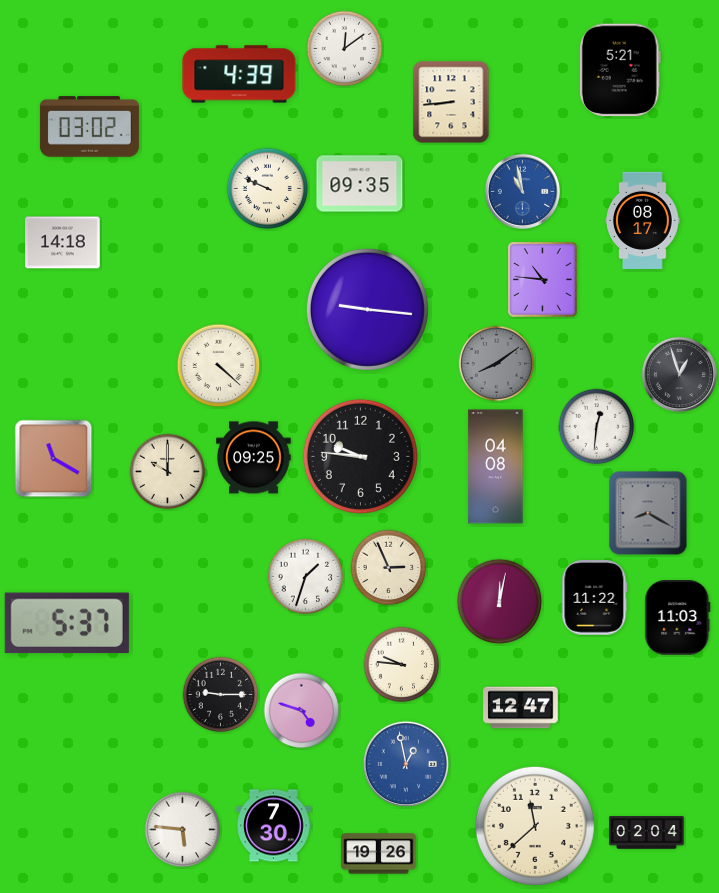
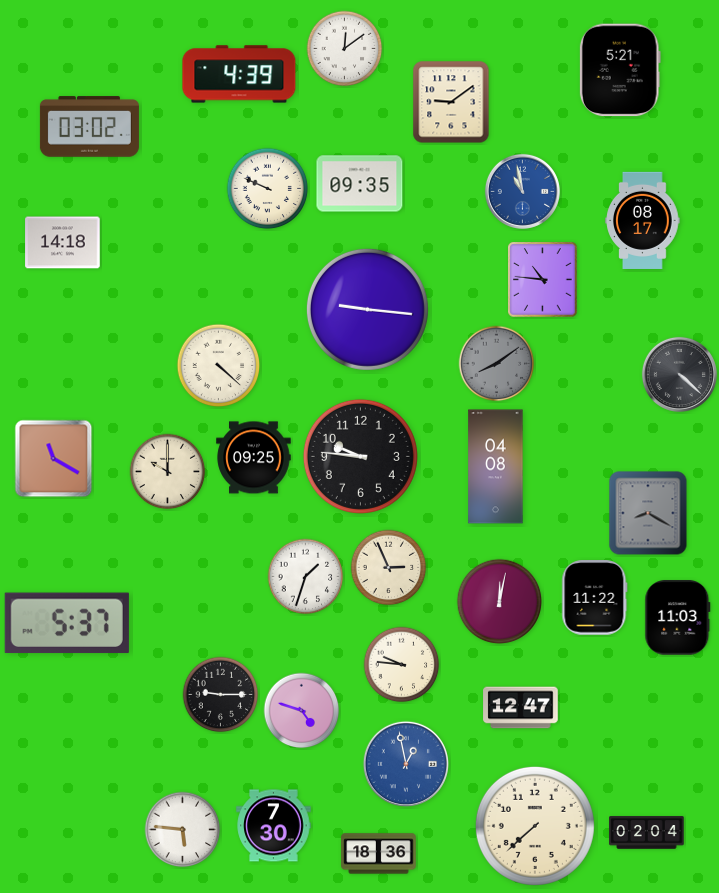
clock at (451, 102): 8:44 -> 9:09
clock at (679, 374): 12:57 -> 4:22
clock at (597, 427): 12:31 -> none
clock at (535, 826): 11:38 -> 7:38
clock at (379, 854): 19:26 -> 18:36
